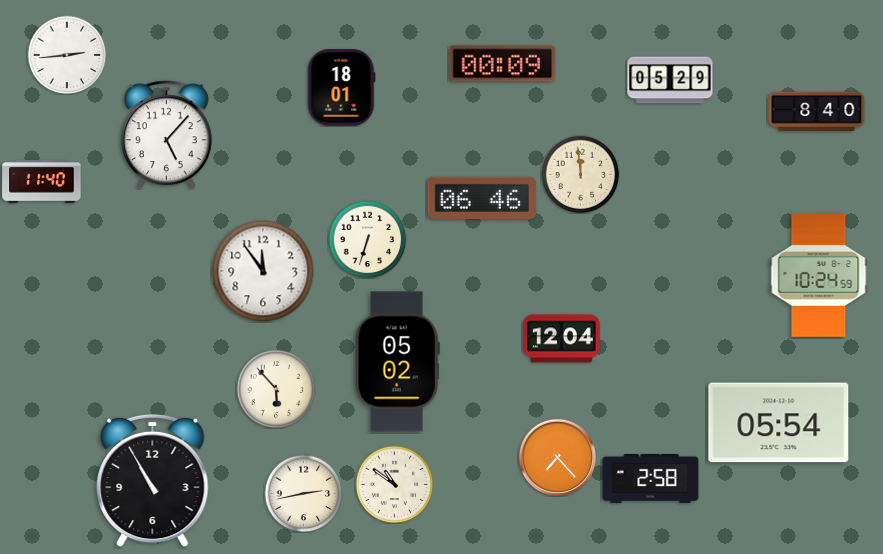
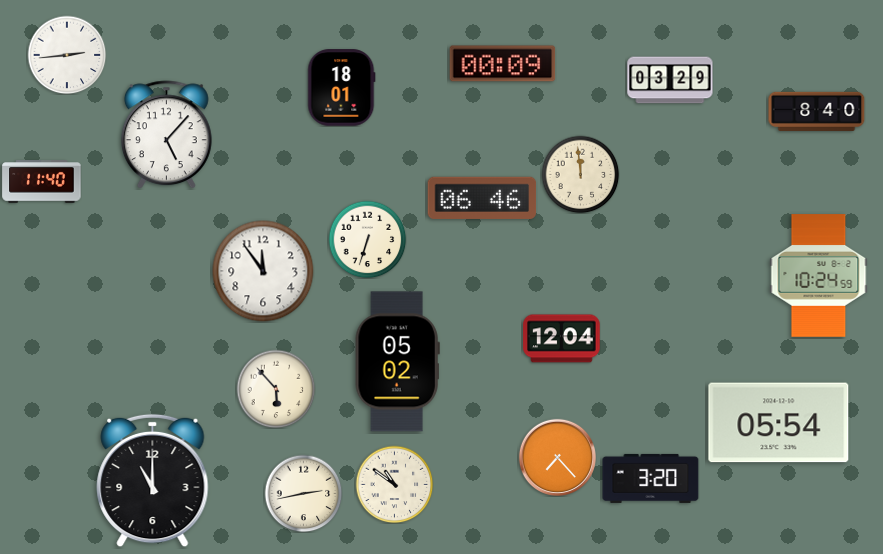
clock at (670, 80): 05:29 -> 03:29
clock at (651, 478): 2:58 -> 3:20
clock at (153, 481): 10:55 -> 11:00
